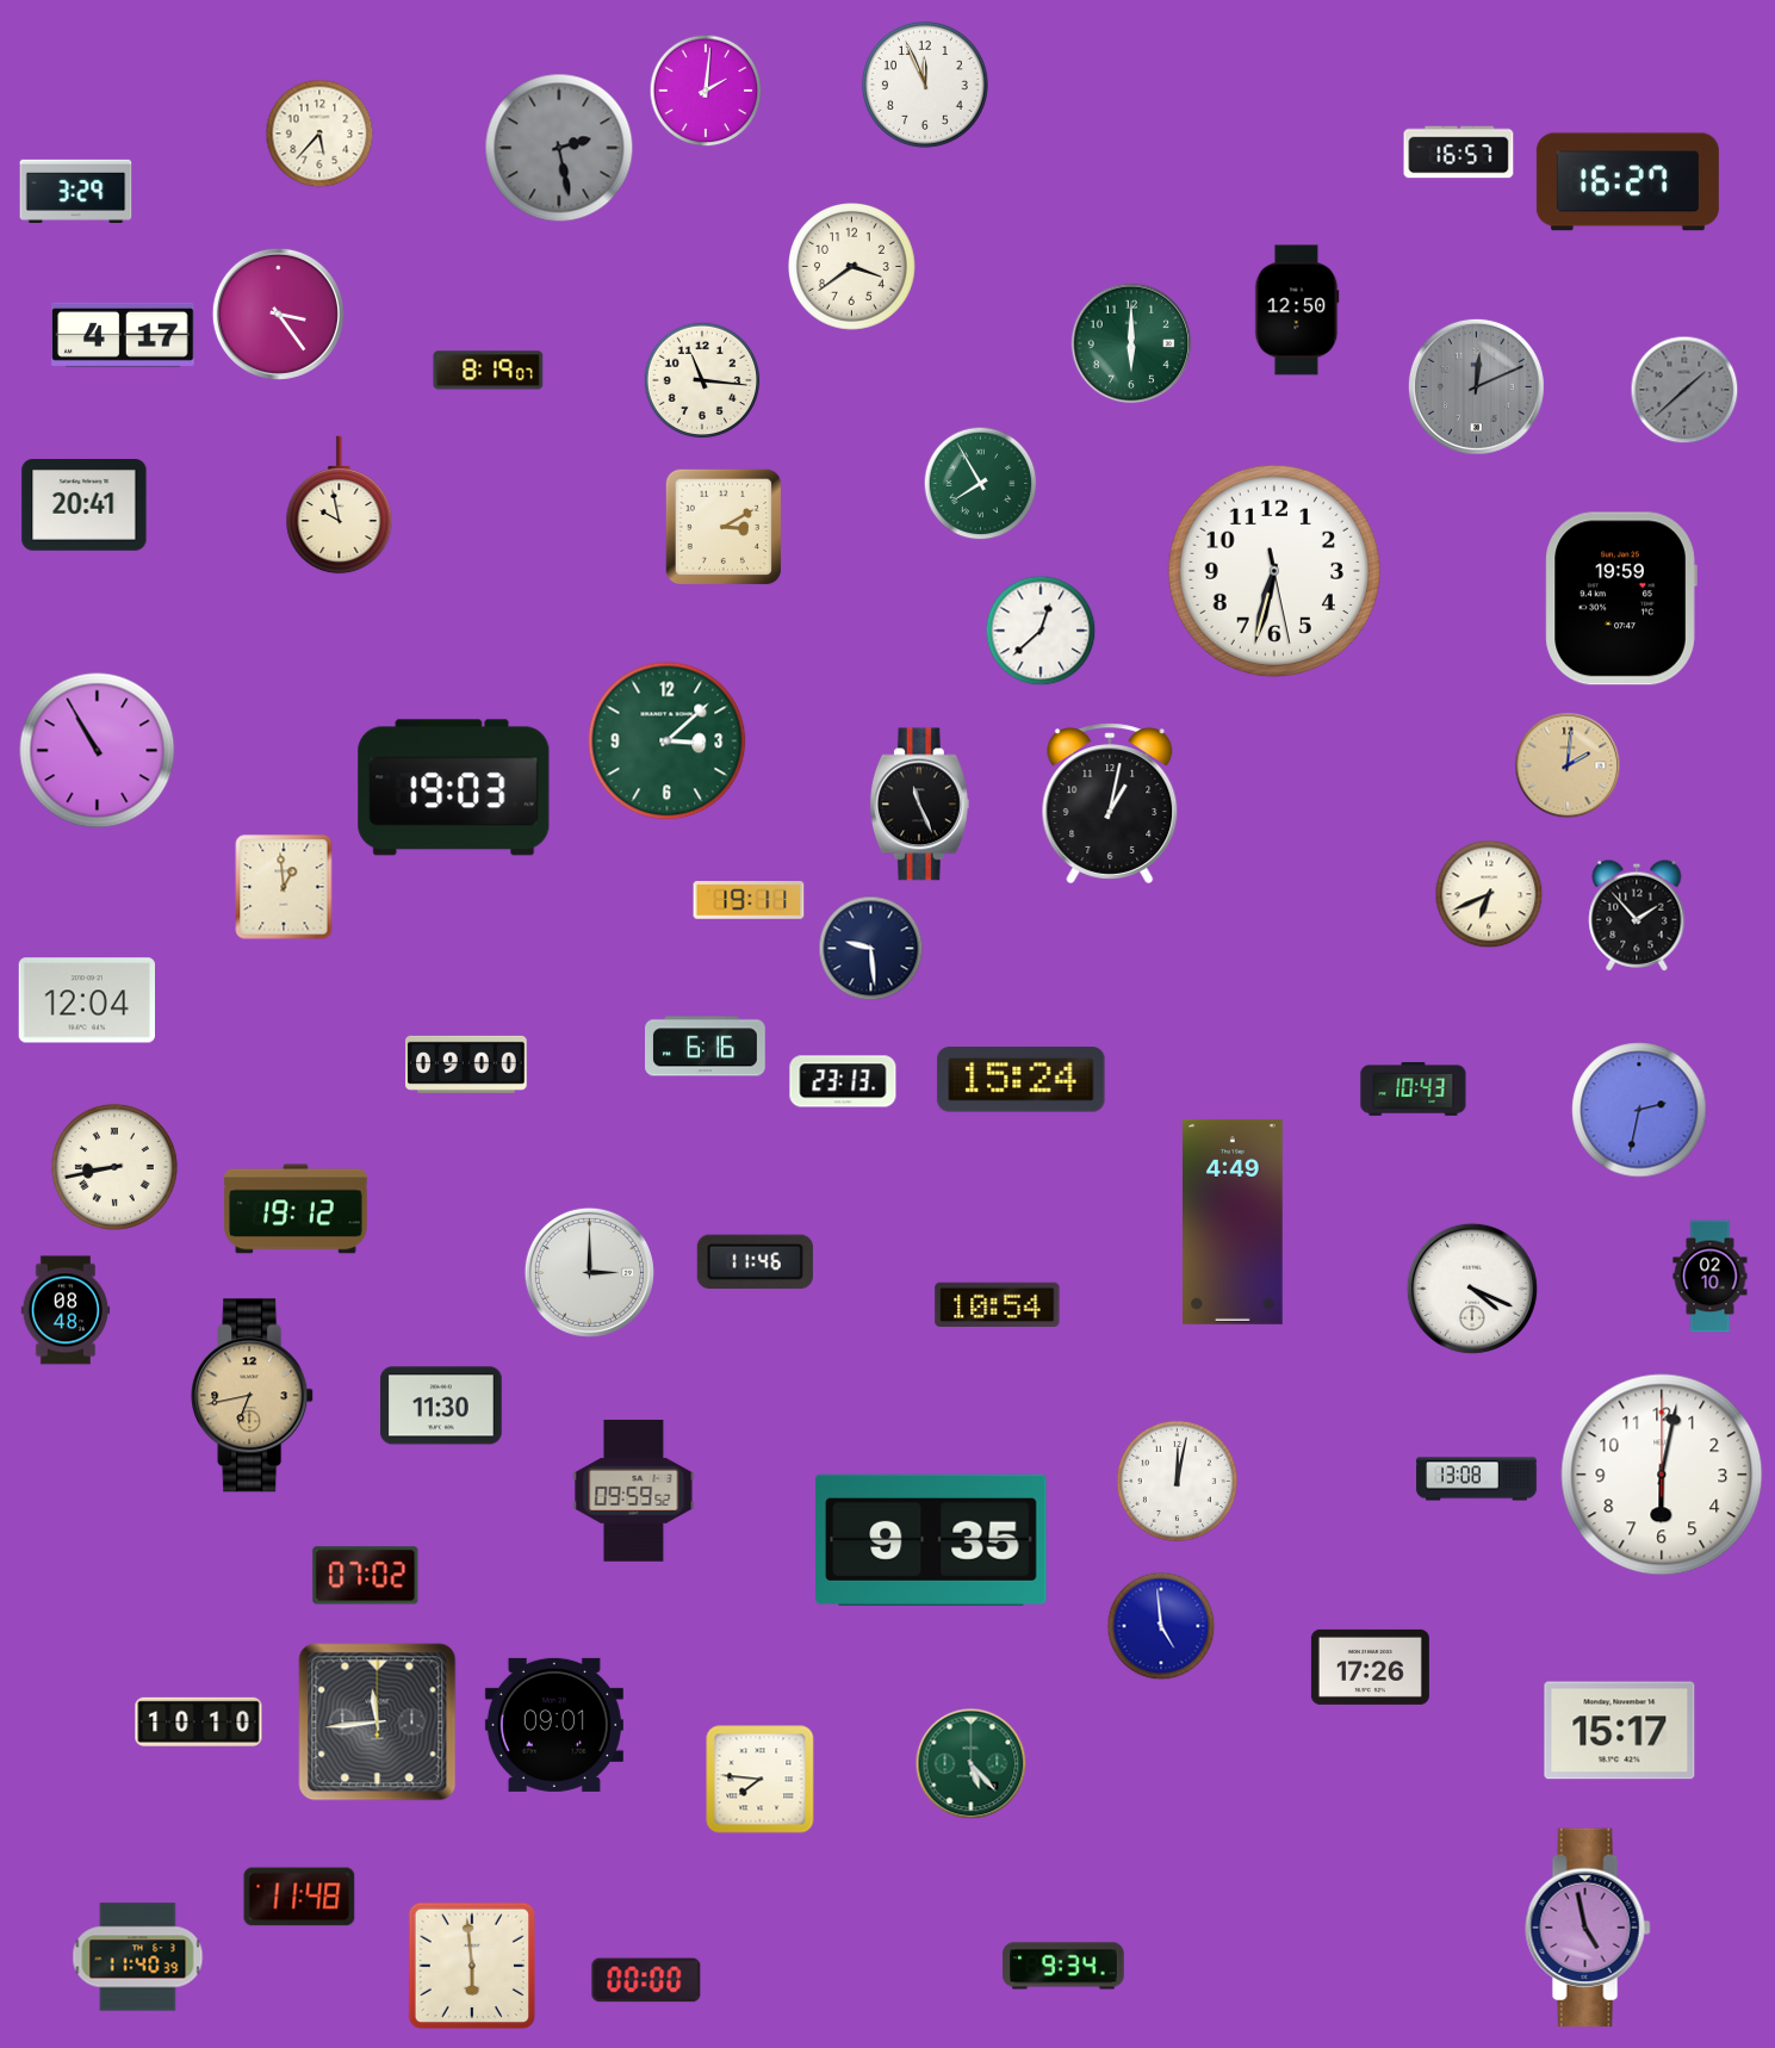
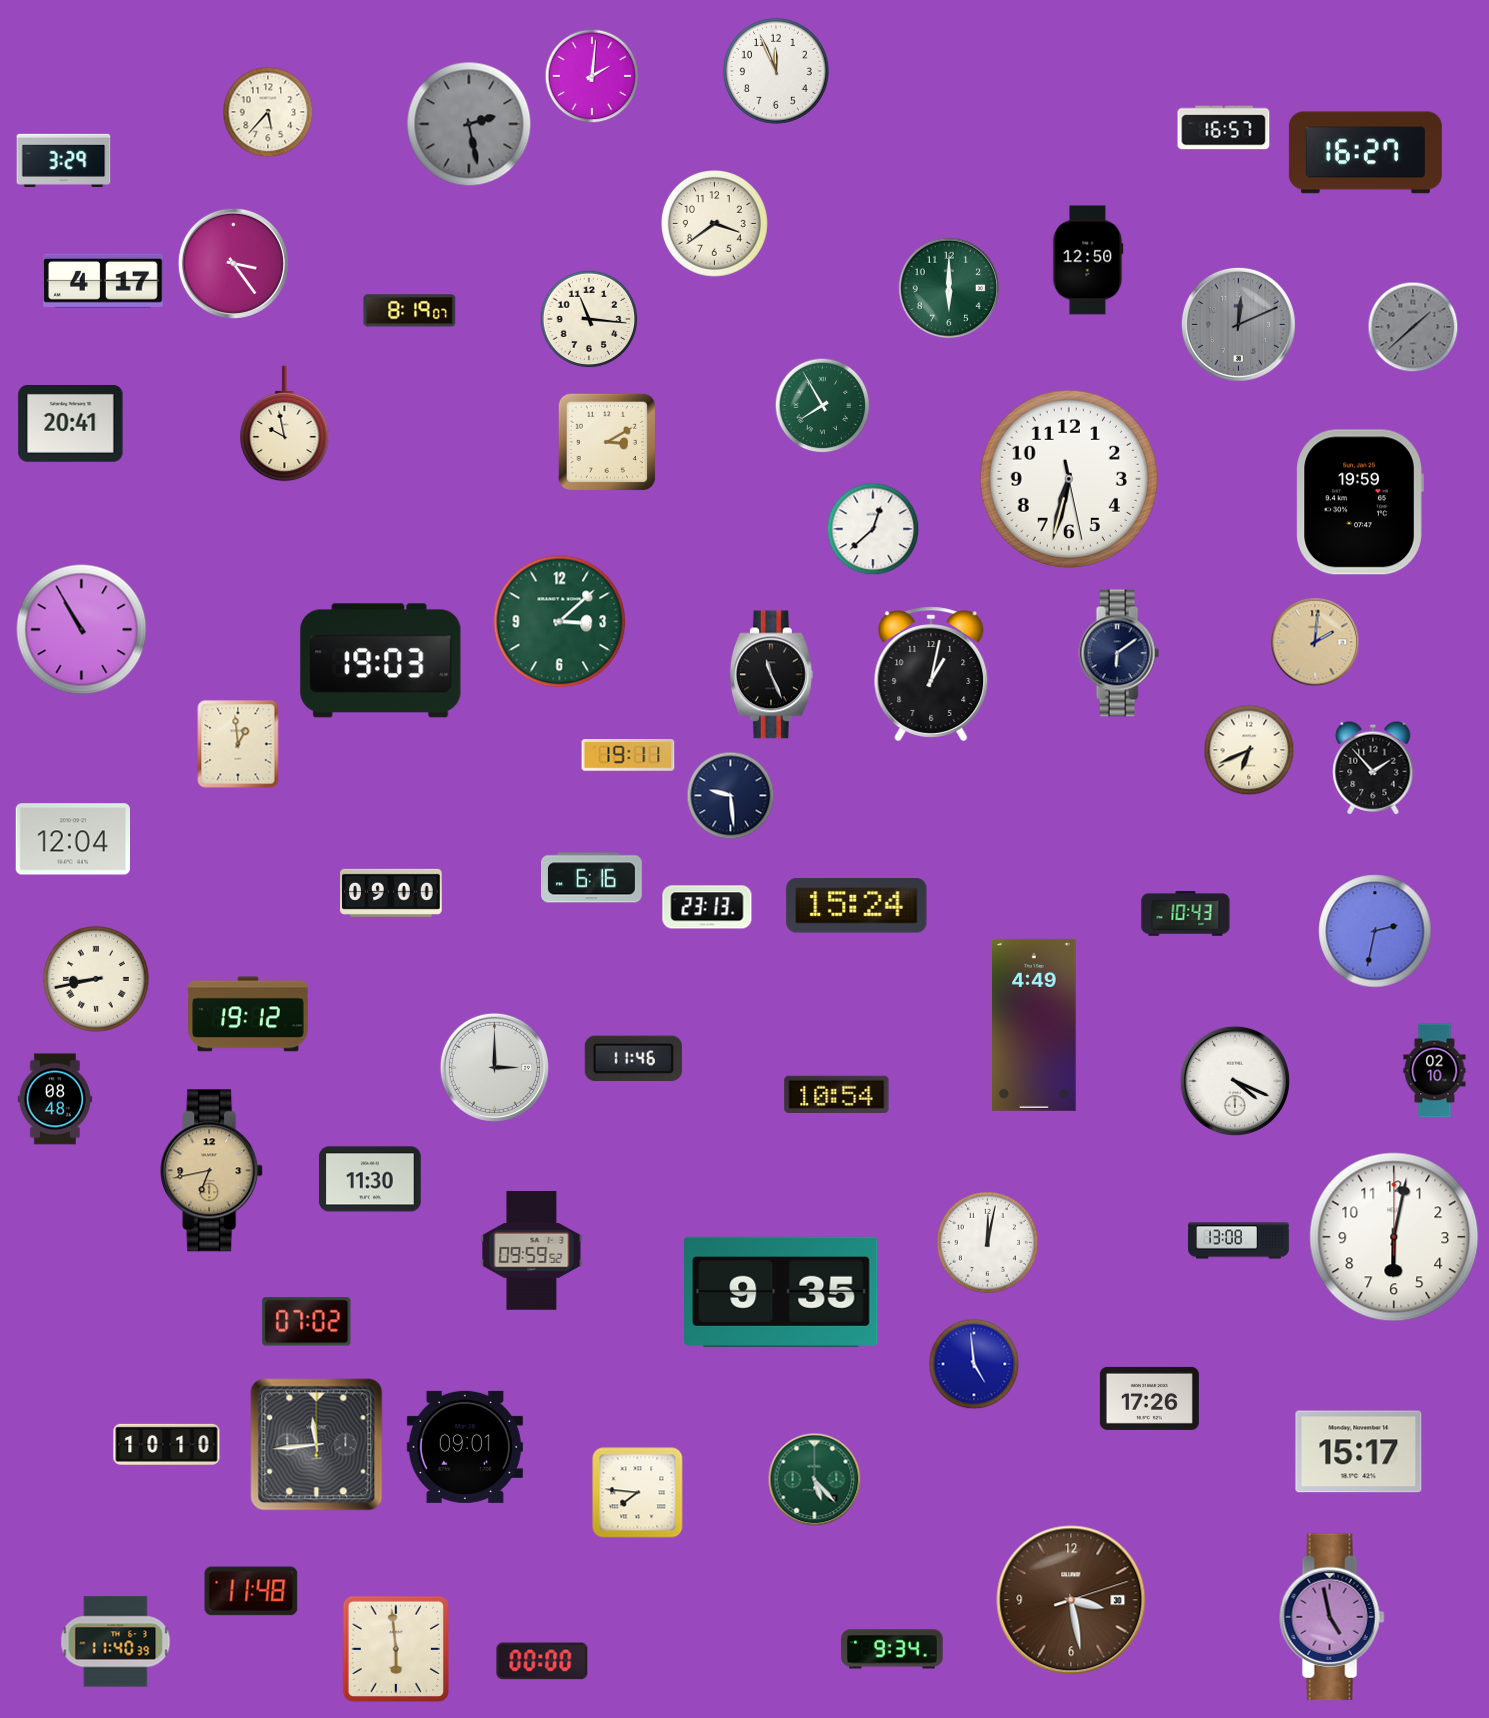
clock at (1119, 653): none -> 6:09
clock at (1071, 1600): none -> 3:28
